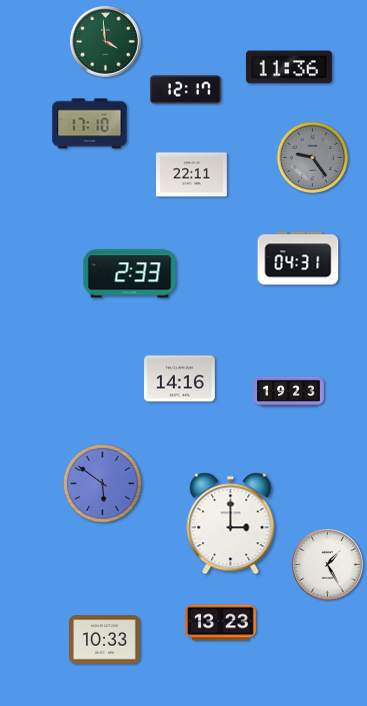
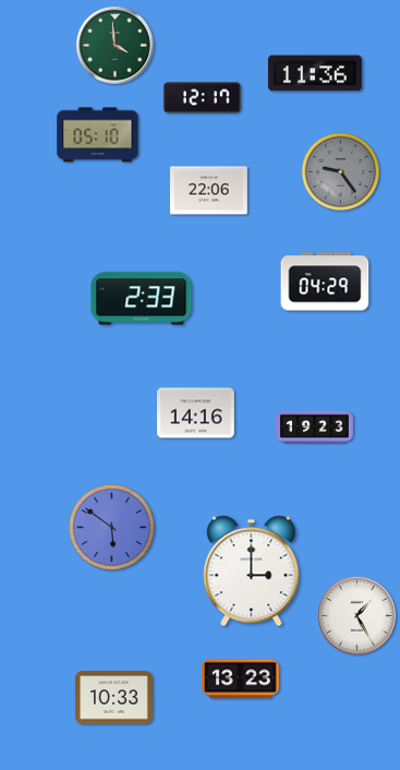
clock at (90, 124): 17:10 -> 05:10
clock at (192, 175): 22:11 -> 22:06
clock at (298, 258): 04:31 -> 04:29
